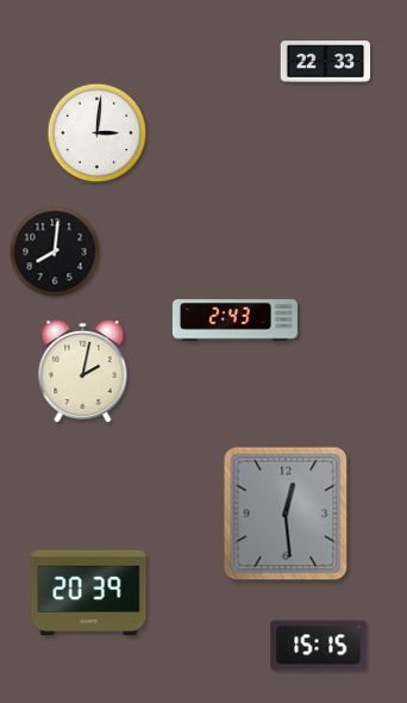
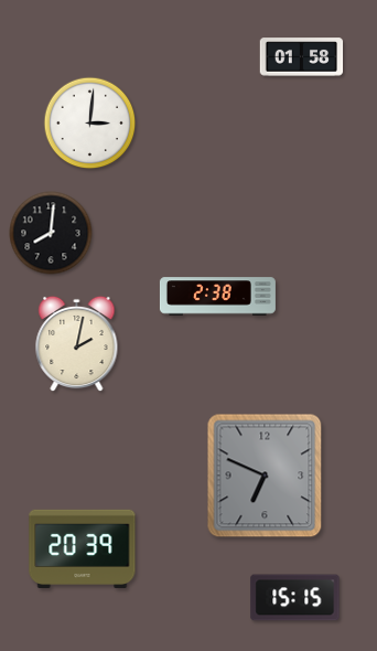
clock at (326, 62): 22:33 -> 01:58
clock at (234, 321): 2:43 -> 2:38
clock at (286, 514): 12:29 -> 6:49
